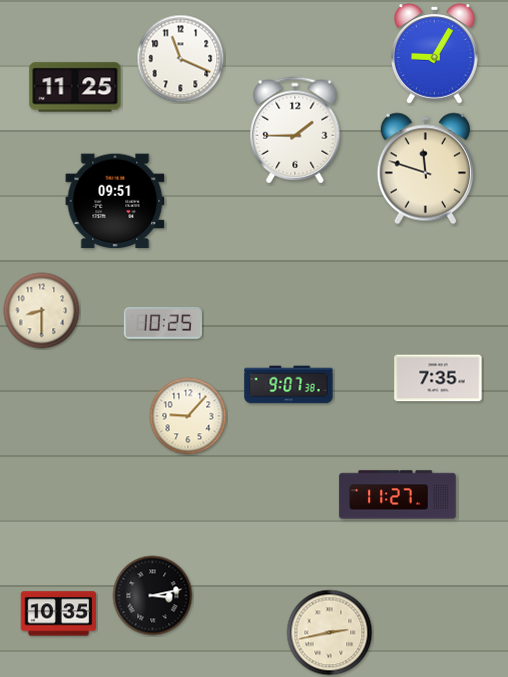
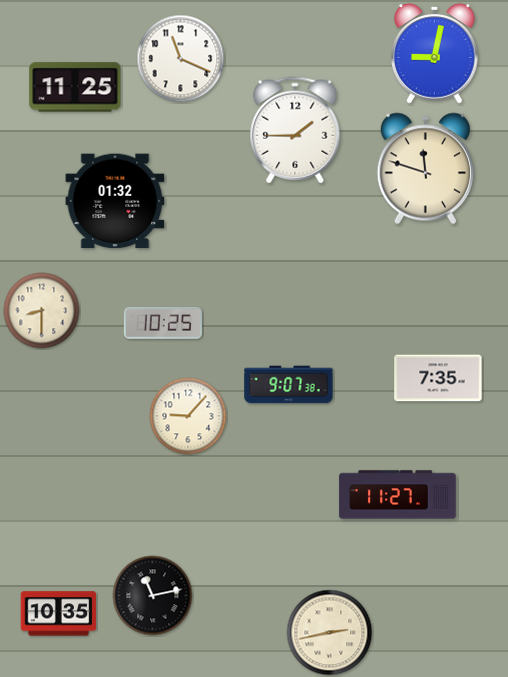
clock at (435, 54): 9:05 -> 9:02
clock at (115, 201): 09:51 -> 01:32
clock at (153, 596): 3:13 -> 11:13
